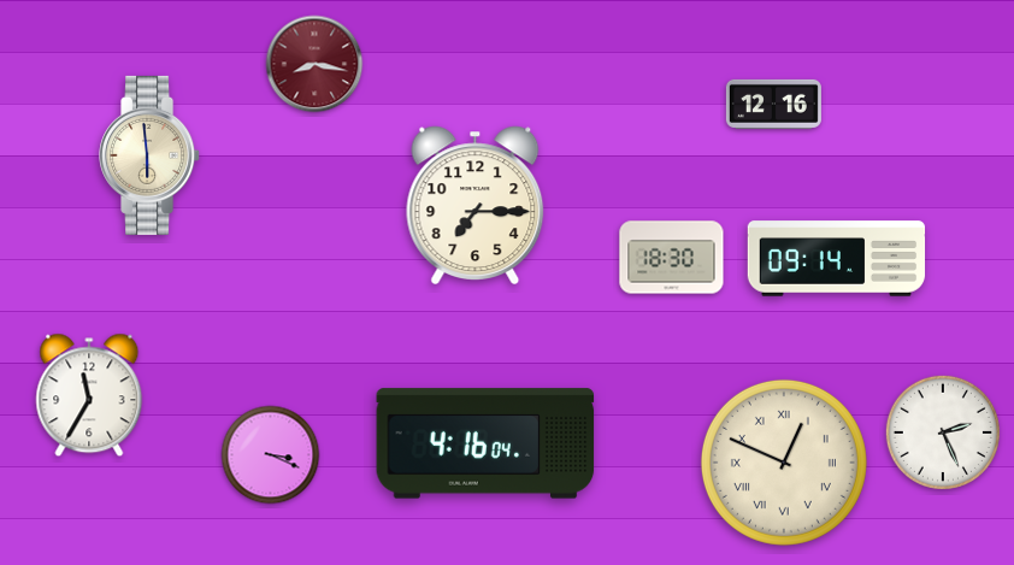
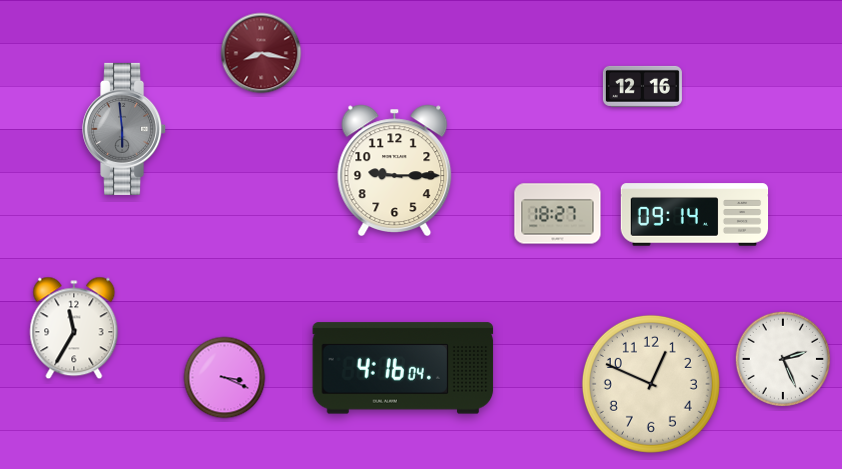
clock at (151, 155) dial: cream -> grey
clock at (476, 205): 7:15 -> 9:15
clock at (672, 258): 18:30 -> 18:27
clock at (784, 463) numerals: Roman -> Arabic
